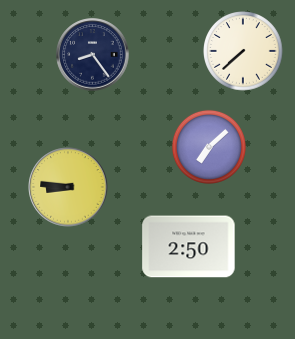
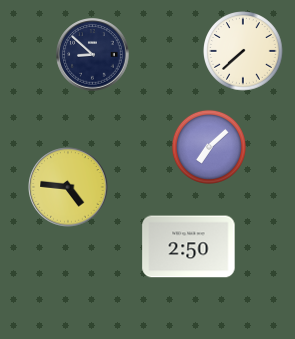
clock at (93, 55): 8:24 -> 8:52
clock at (68, 187): 8:46 -> 4:46
